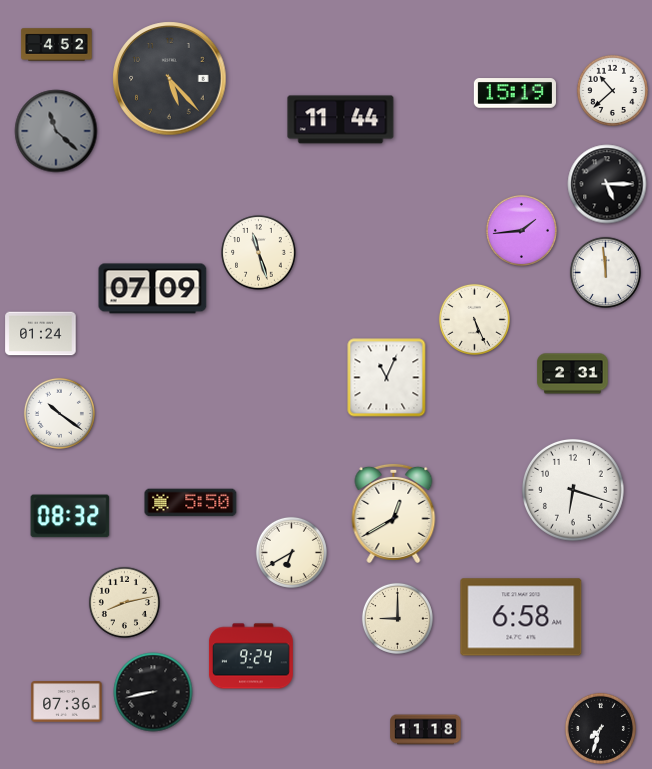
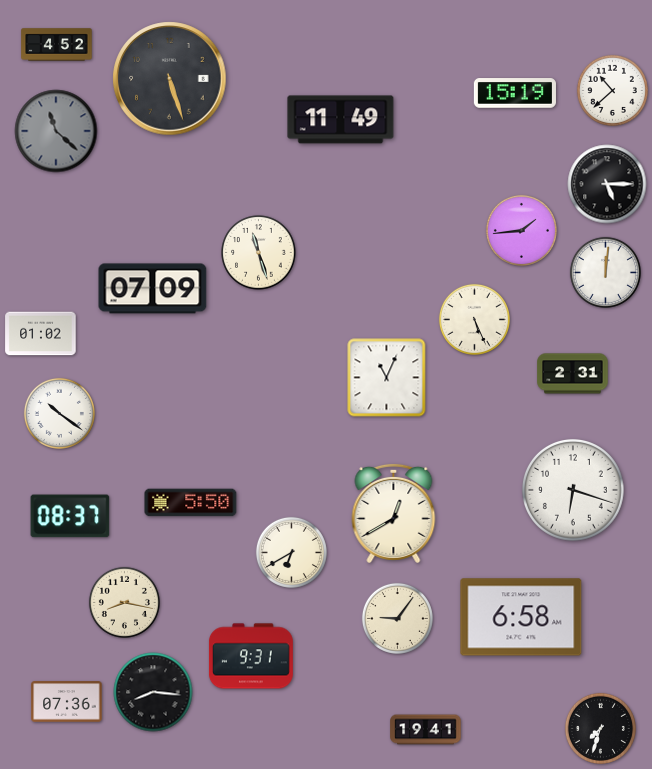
clock at (170, 79): 5:23 -> 5:27
clock at (341, 120): 11:44 -> 11:49
clock at (605, 272): 11:59 -> 12:01
clock at (41, 334): 01:24 -> 01:02
clock at (70, 516): 08:32 -> 08:37
clock at (124, 602): 8:13 -> 8:17
clock at (397, 618): 9:00 -> 9:06
clock at (251, 656): 9:24 -> 9:31
clock at (153, 692): 8:43 -> 8:16
clock at (426, 730): 11:18 -> 19:41
